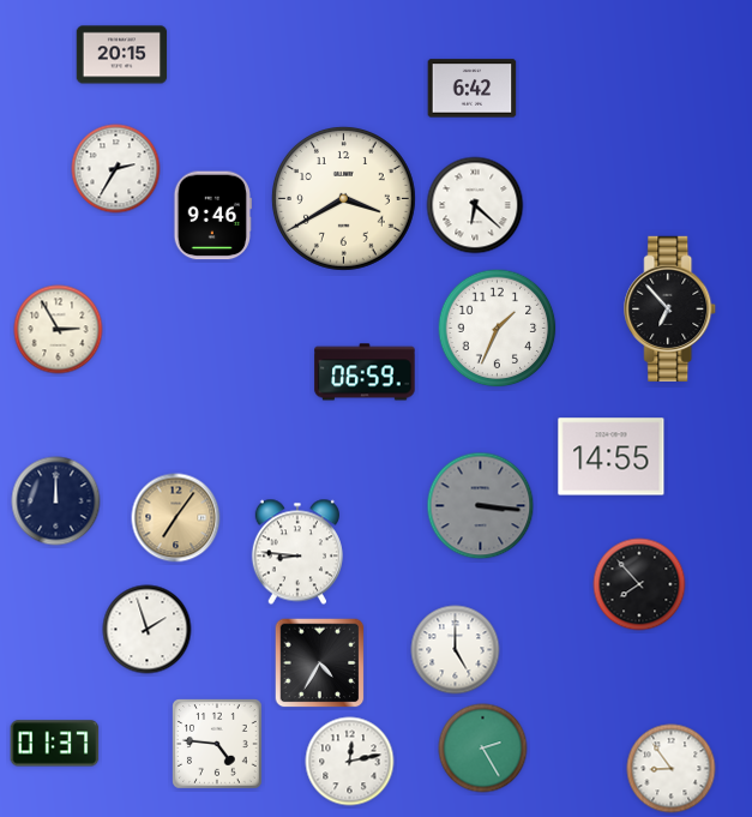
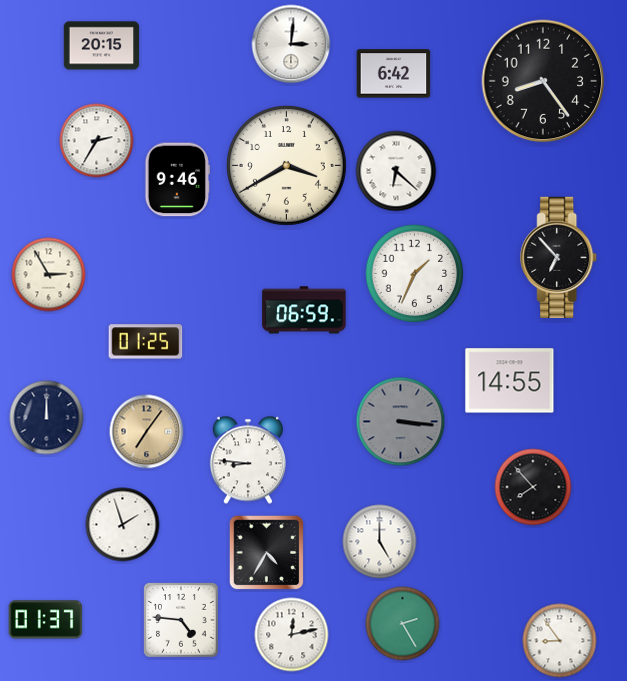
clock at (291, 44): none -> 3:01
clock at (543, 81): none -> 8:24
clock at (146, 342): none -> 01:25
